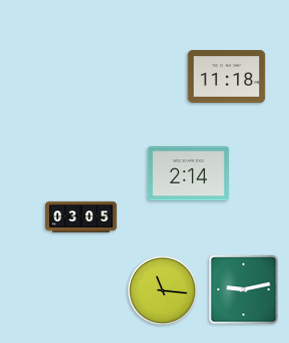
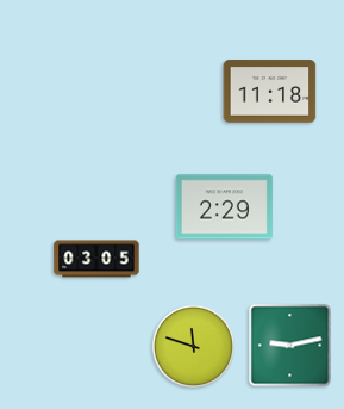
clock at (188, 174): 2:14 -> 2:29
clock at (162, 290): 11:16 -> 11:48
